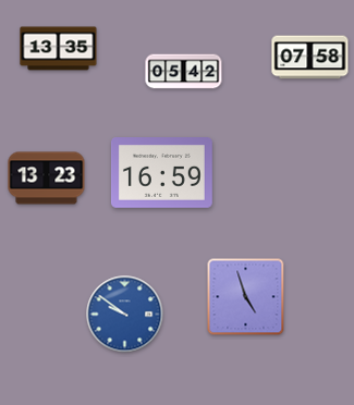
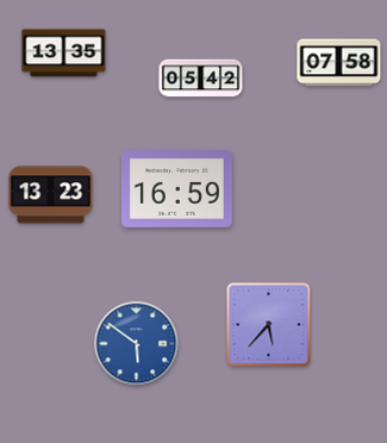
clock at (246, 297): 4:57 -> 5:37
clock at (125, 315): 9:51 -> 5:51
